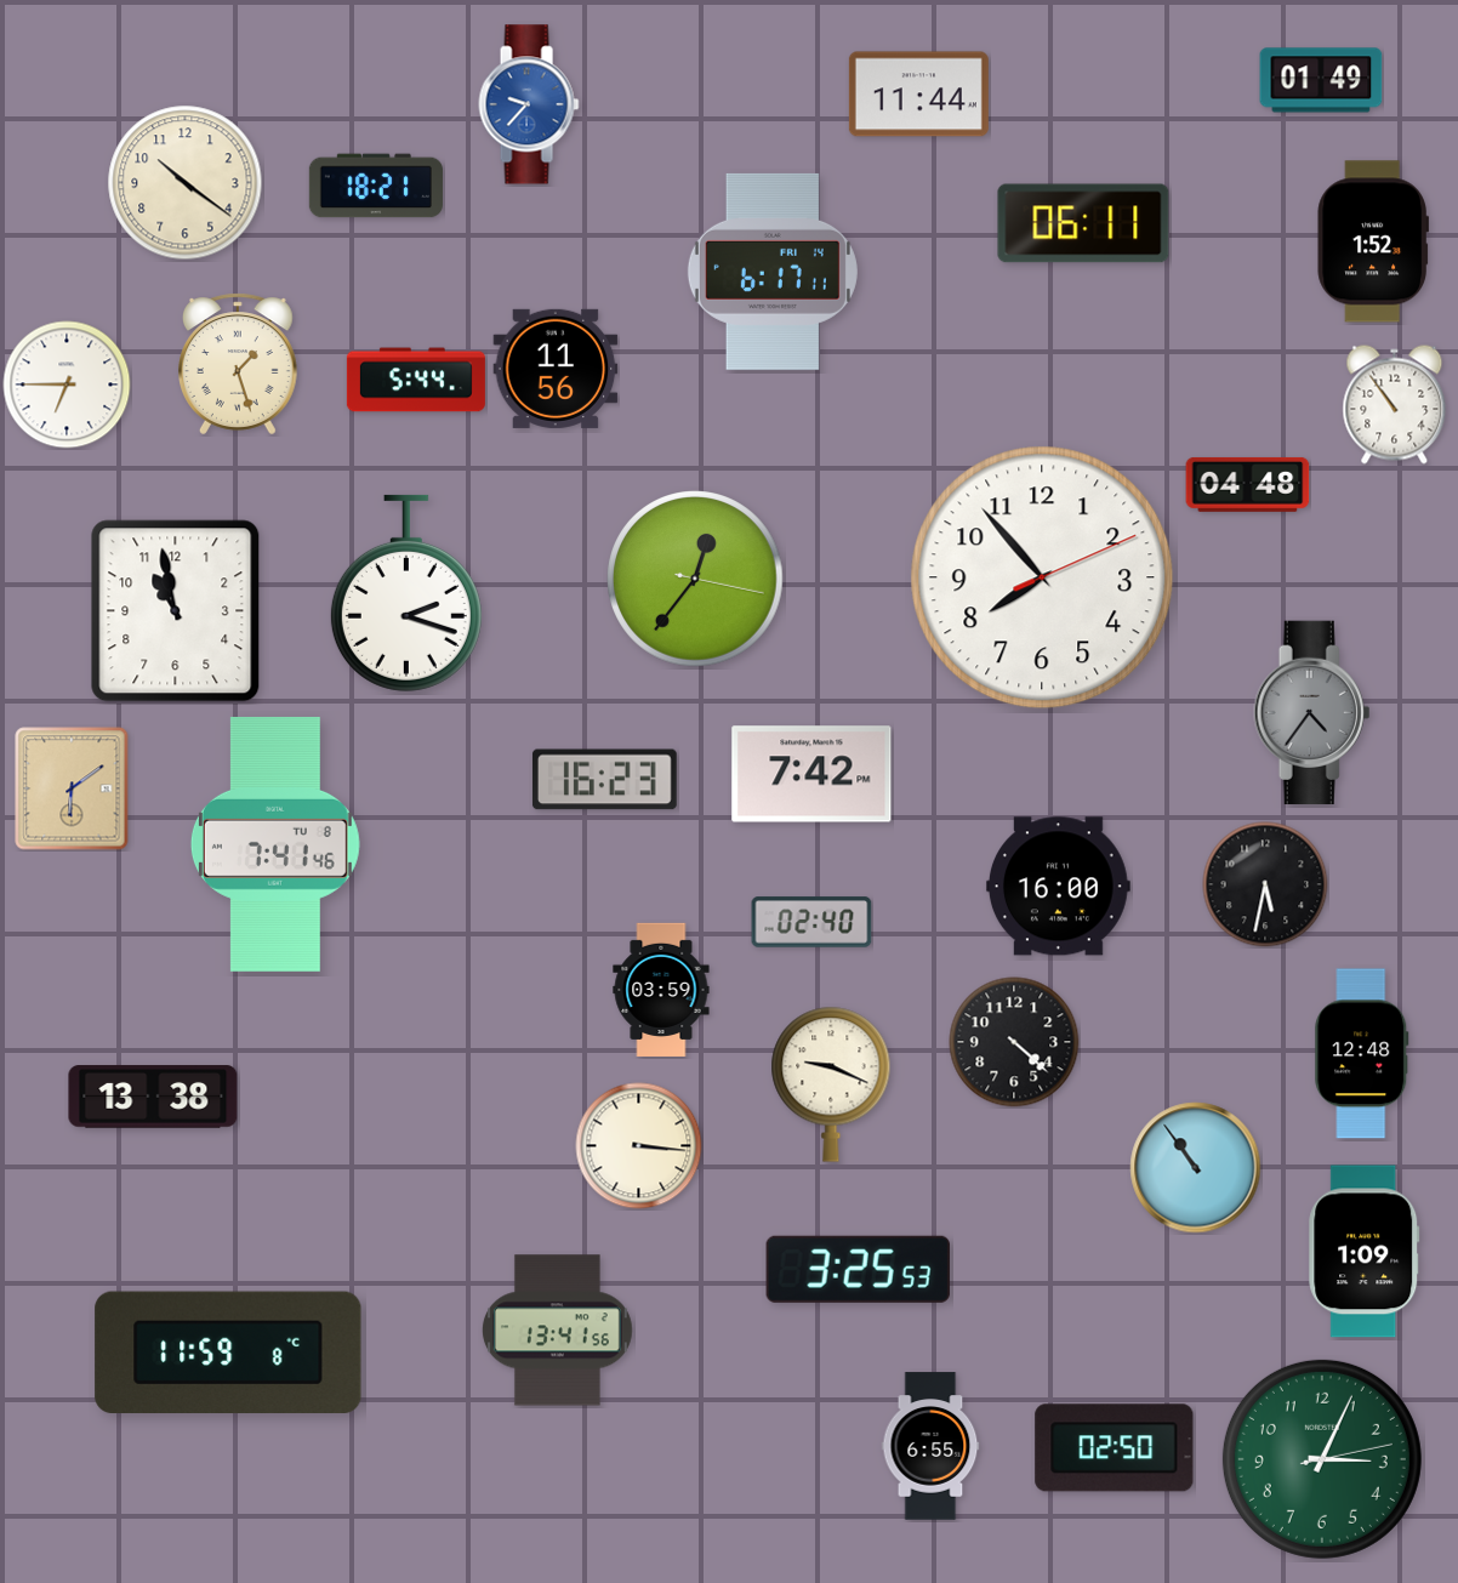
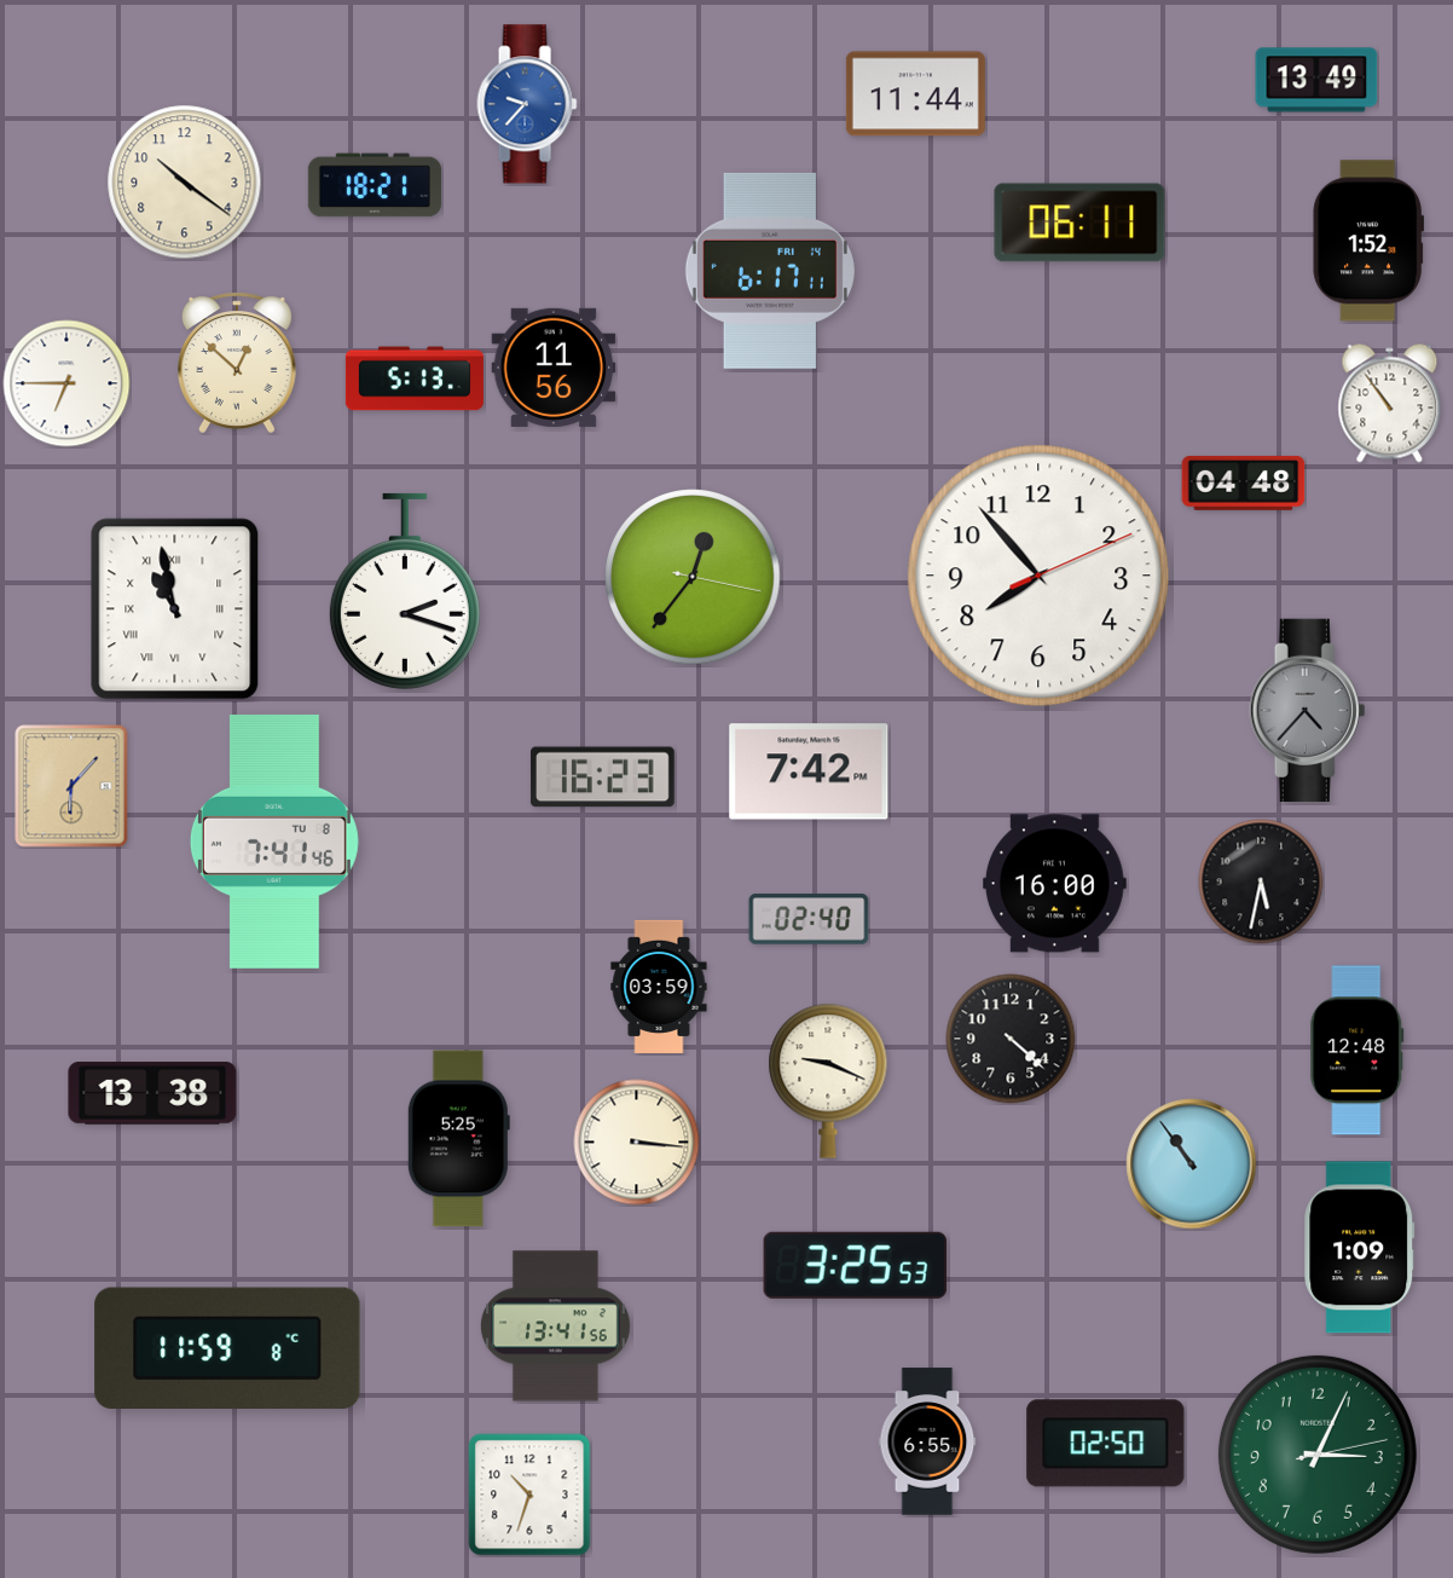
clock at (1321, 80): 01:49 -> 13:49
clock at (239, 364): 1:27 -> 12:52
clock at (416, 380): 5:44 -> 5:13
clock at (176, 611) numerals: Arabic -> Roman
clock at (1312, 713): 4:36 -> 4:37
clock at (72, 788): 6:09 -> 6:07
clock at (458, 1139): none -> 5:25
clock at (1115, 1448) position: (1115, 1448) -> (1106, 1444)
clock at (529, 1495): none -> 10:33
